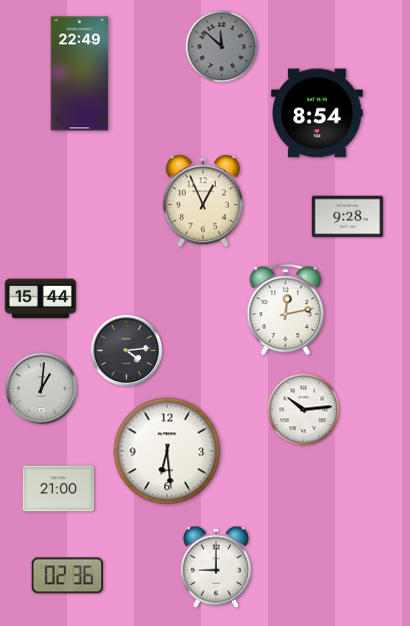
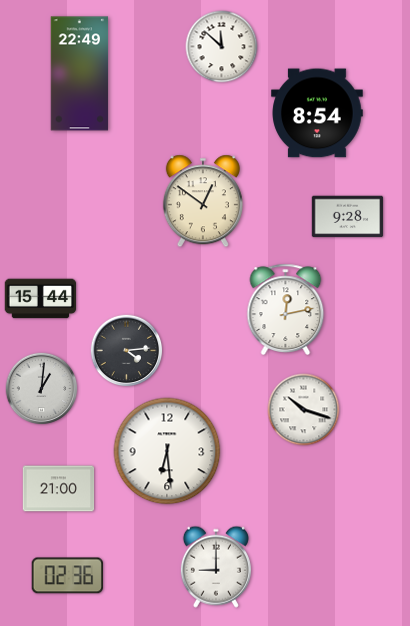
clock at (222, 47) dial: grey -> white
clock at (203, 201): 12:56 -> 12:51
clock at (304, 410): 10:14 -> 10:18
